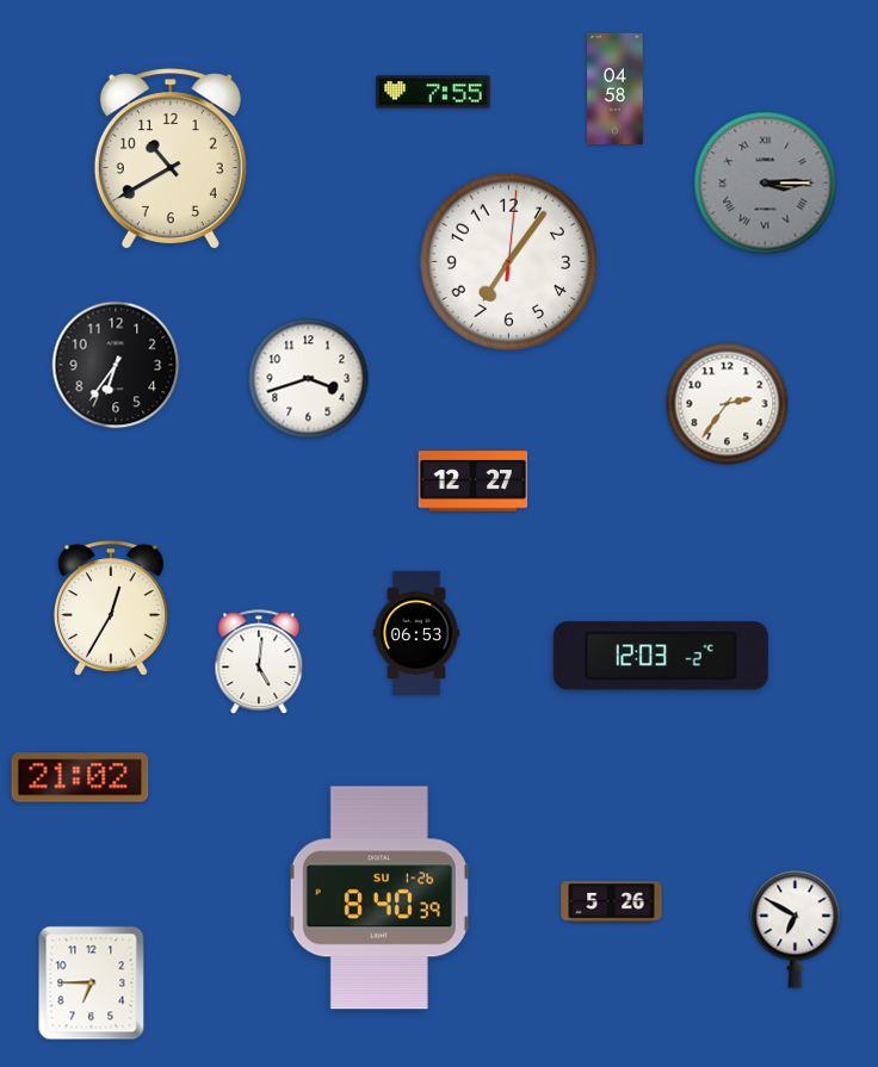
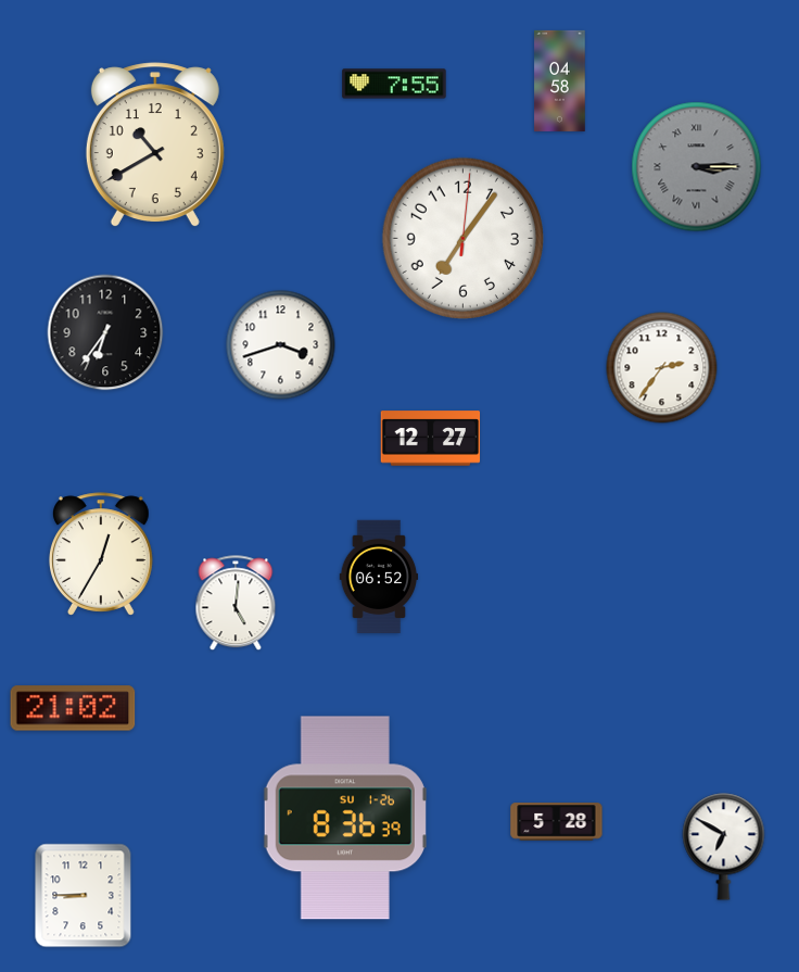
clock at (416, 632): 06:53 -> 06:52
clock at (661, 656): 12:03 -> none
clock at (379, 898): 8:40 -> 8:36
clock at (612, 902): 5:26 -> 5:28
clock at (92, 984): 6:45 -> 8:45
